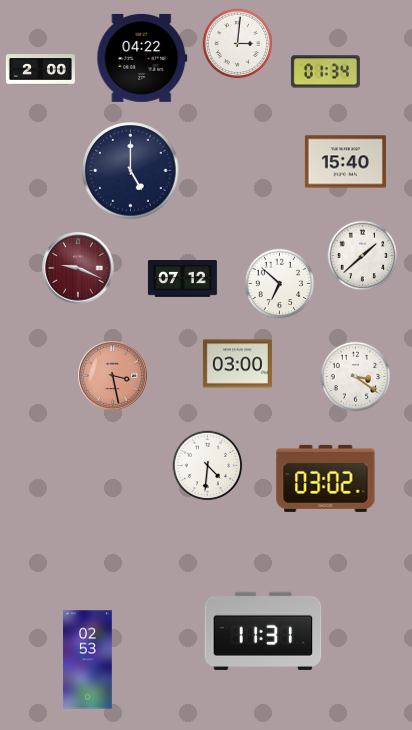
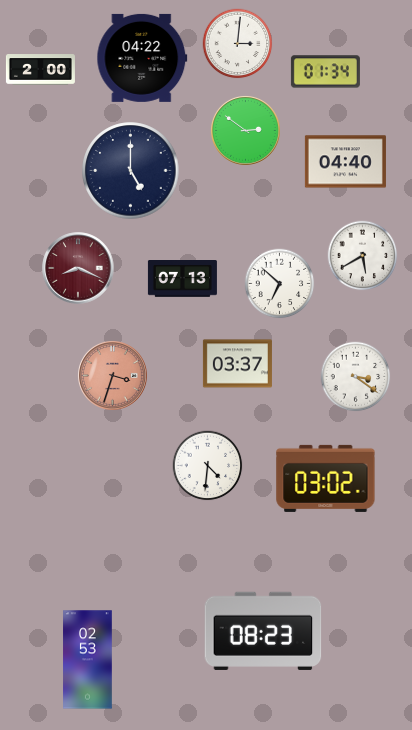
clock at (246, 131): none -> 2:51
clock at (345, 162): 15:40 -> 04:40
clock at (363, 256): 1:38 -> 5:40
clock at (78, 268): 9:19 -> 8:19
clock at (182, 279): 07:12 -> 07:13
clock at (237, 364): 03:00 -> 03:37
clock at (113, 376): 3:28 -> 3:33
clock at (263, 631): 11:31 -> 08:23
